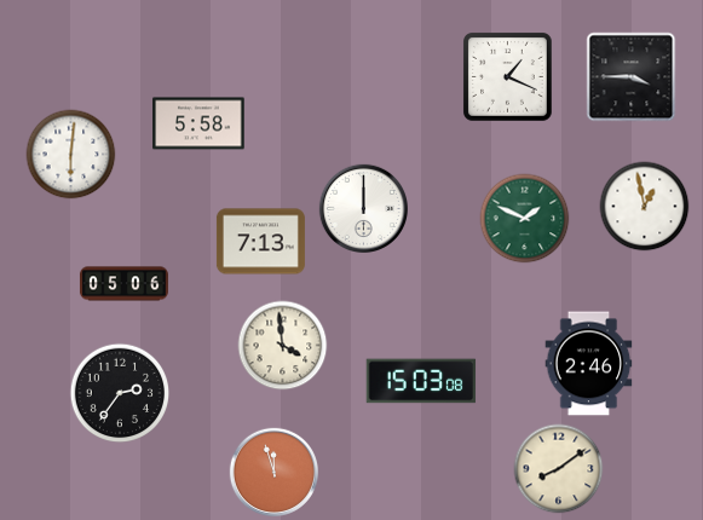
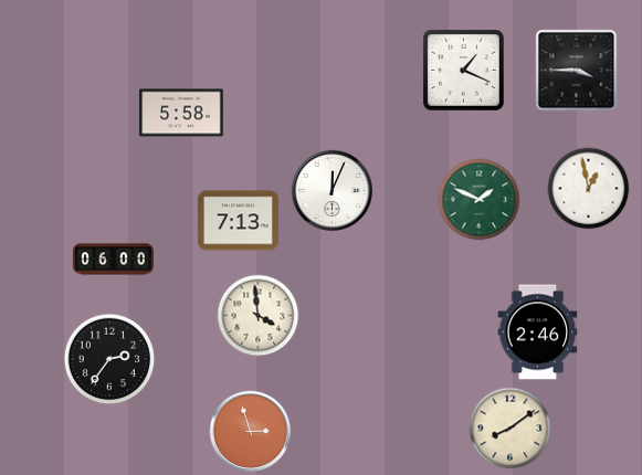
clock at (71, 155): 6:01 -> none
clock at (363, 208): 12:00 -> 12:04
clock at (123, 284): 05:06 -> 06:00
clock at (421, 381): 15:03 -> none
clock at (273, 472): 11:57 -> 2:57
